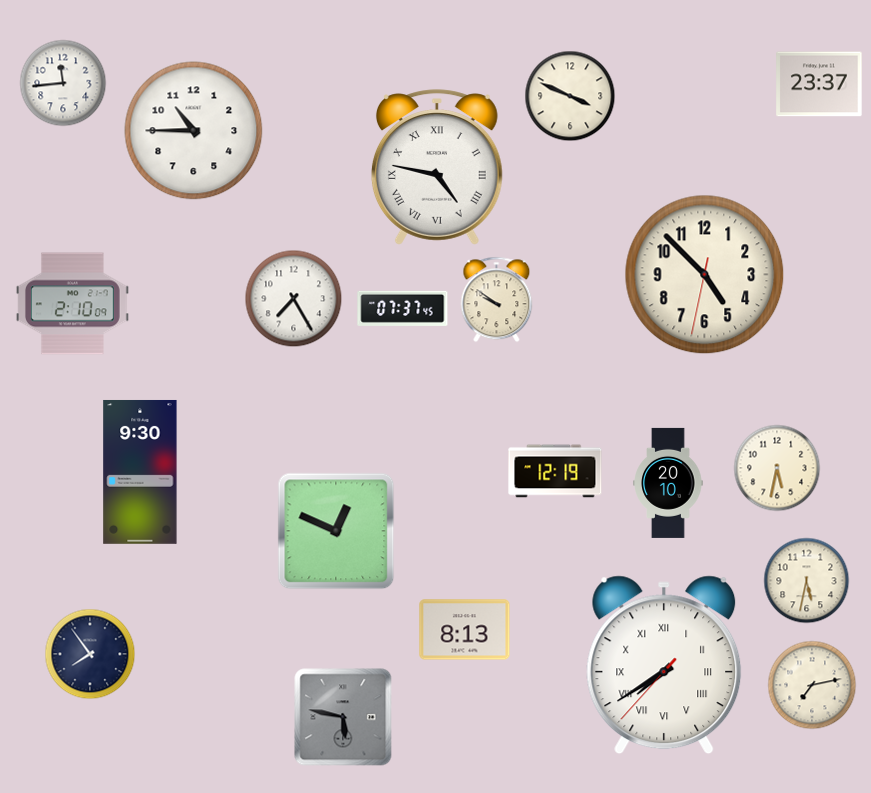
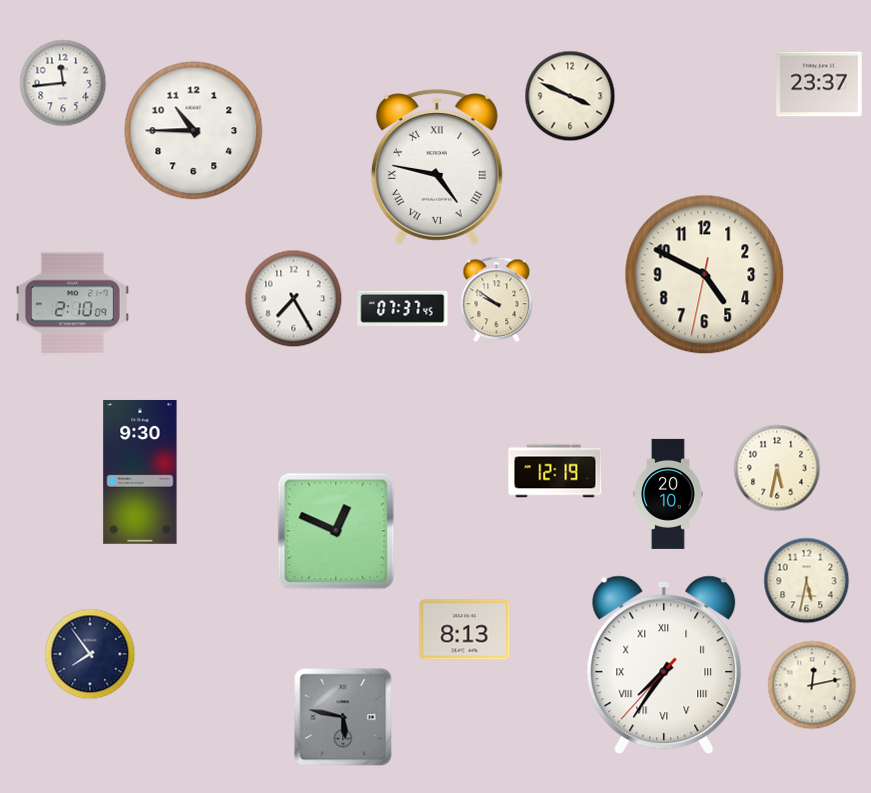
clock at (705, 275): 4:52 -> 4:49
clock at (668, 483) position: (668, 483) -> (668, 494)
clock at (664, 665): 7:39 -> 7:35
clock at (812, 685): 7:13 -> 12:13
